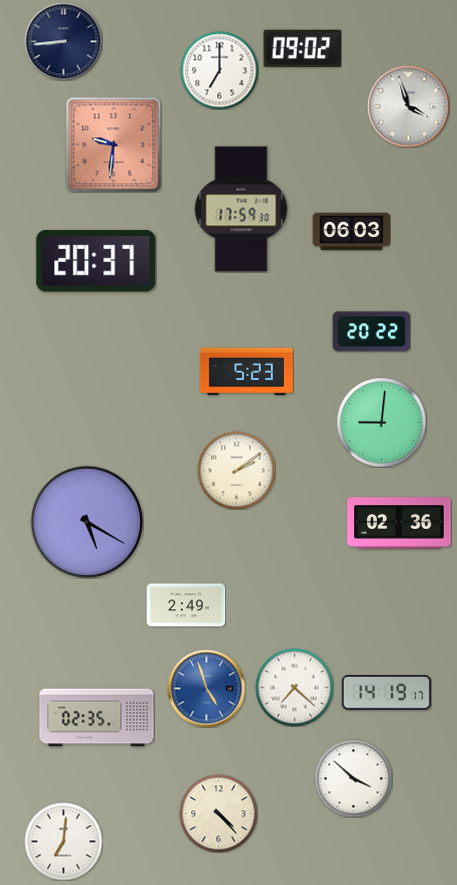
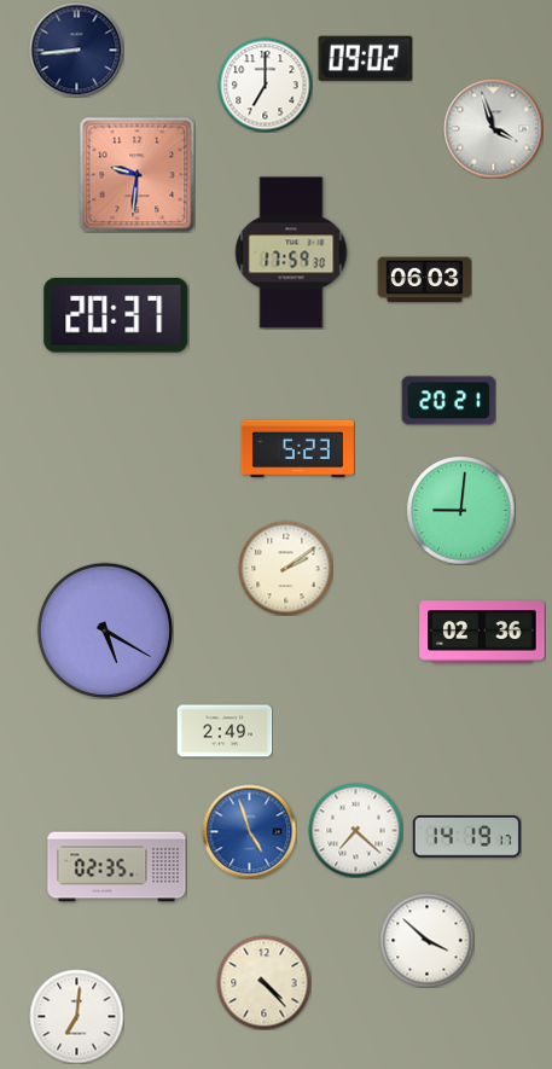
clock at (371, 332): 20:22 -> 20:21
